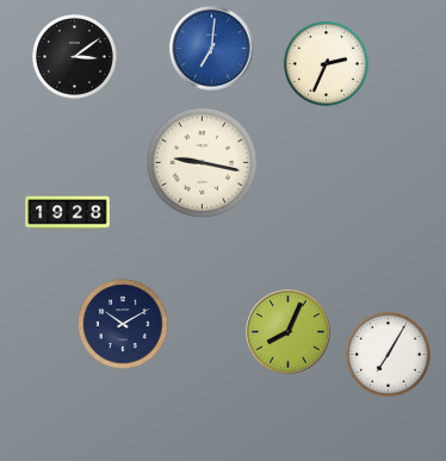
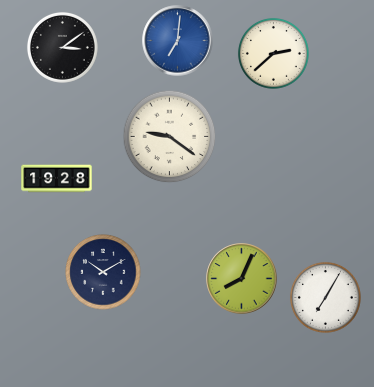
clock at (326, 63): 2:34 -> 2:38
clock at (203, 163): 9:17 -> 9:21
